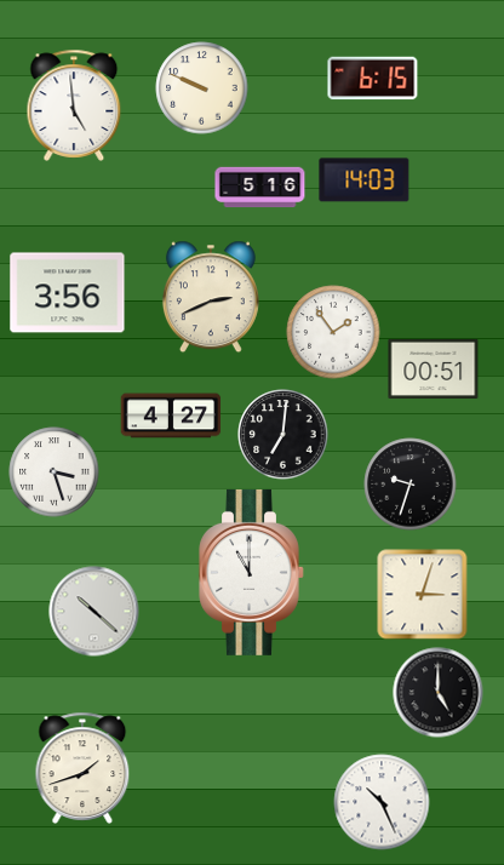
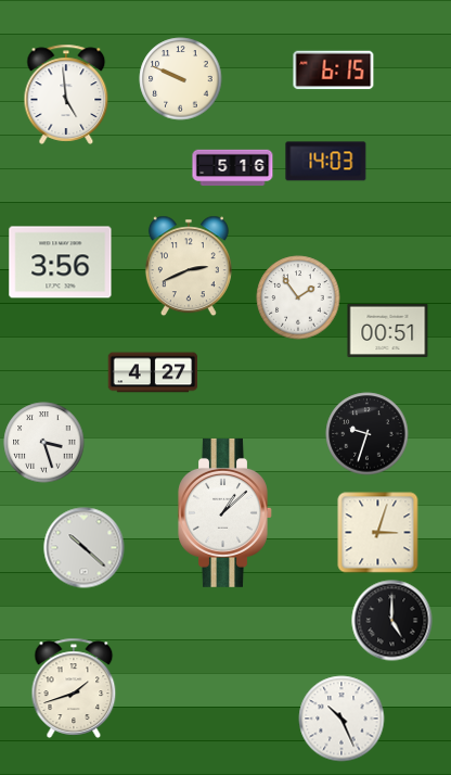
clock at (283, 435): 7:01 -> none
clock at (55, 472) position: (55, 472) -> (44, 443)
clock at (252, 572): 11:00 -> 1:08
